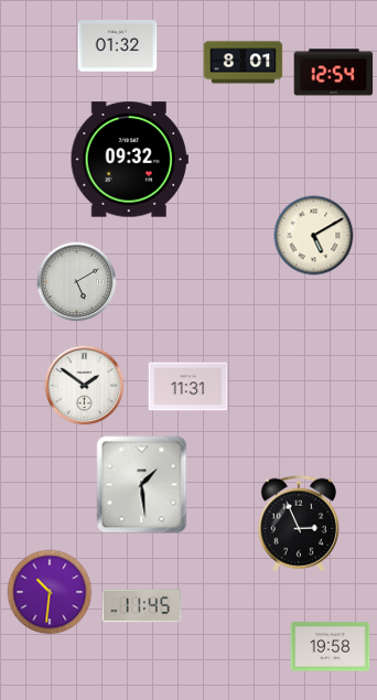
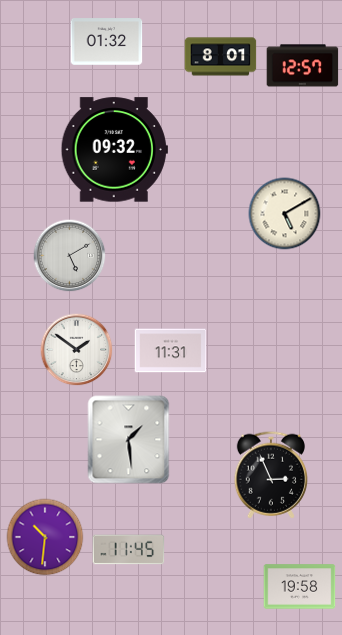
clock at (334, 73): 12:54 -> 12:57
clock at (129, 160) position: (129, 160) -> (114, 150)
